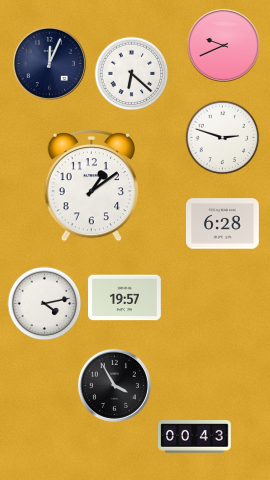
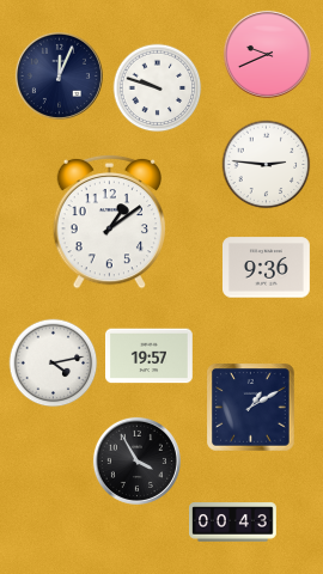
clock at (132, 74): 6:22 -> 9:48
clock at (223, 138): 2:48 -> 2:46
clock at (223, 224): 6:28 -> 9:36
clock at (251, 408): none -> 1:10
